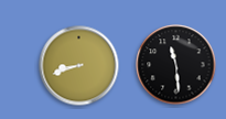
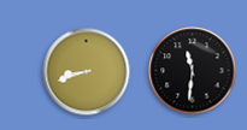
clock at (176, 65): 11:29 -> 11:31
